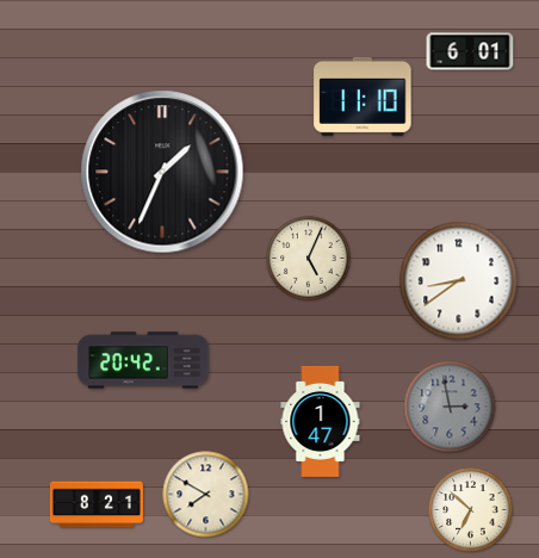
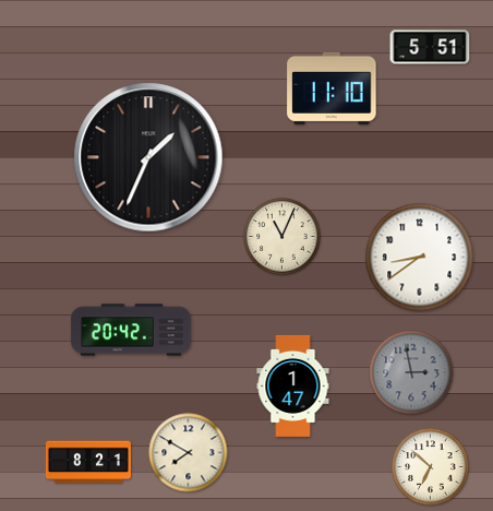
clock at (470, 51): 6:01 -> 5:51
clock at (309, 259): 5:04 -> 11:04
